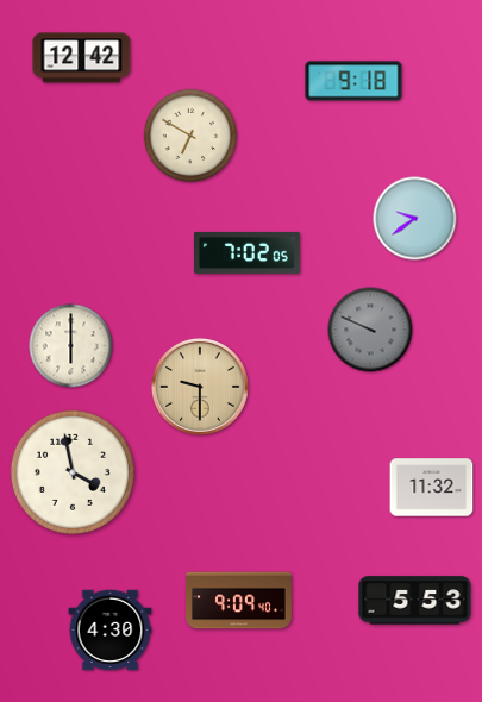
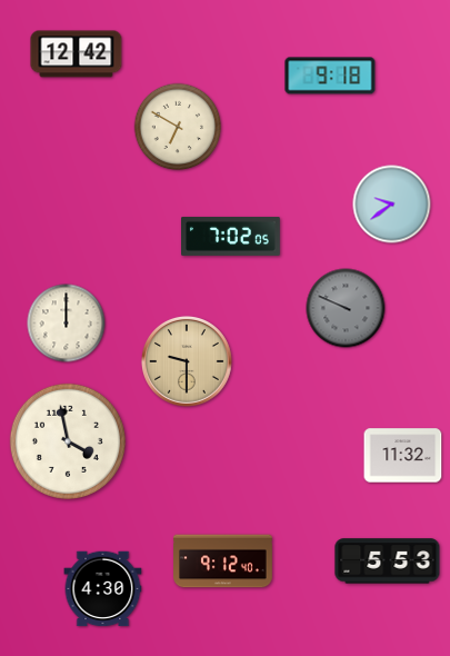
clock at (415, 219) position: (415, 219) -> (392, 205)
clock at (71, 346): 6:00 -> 12:00
clock at (239, 601): 9:09 -> 9:12
